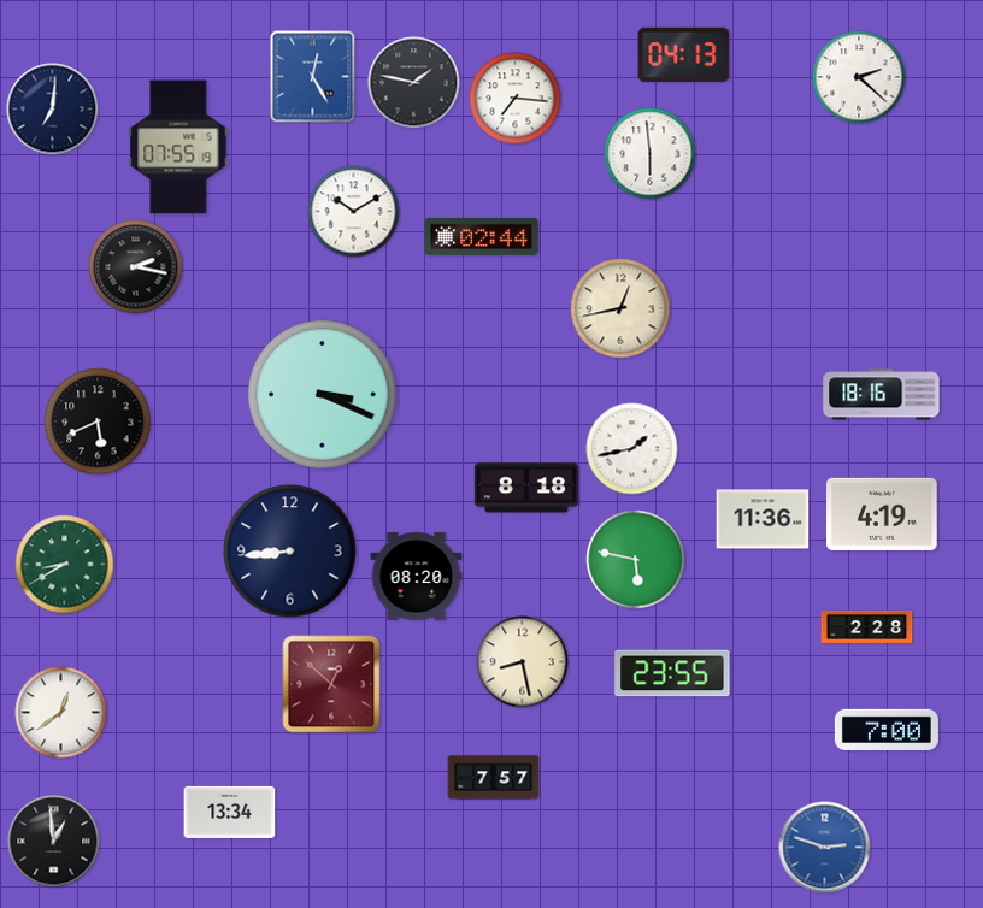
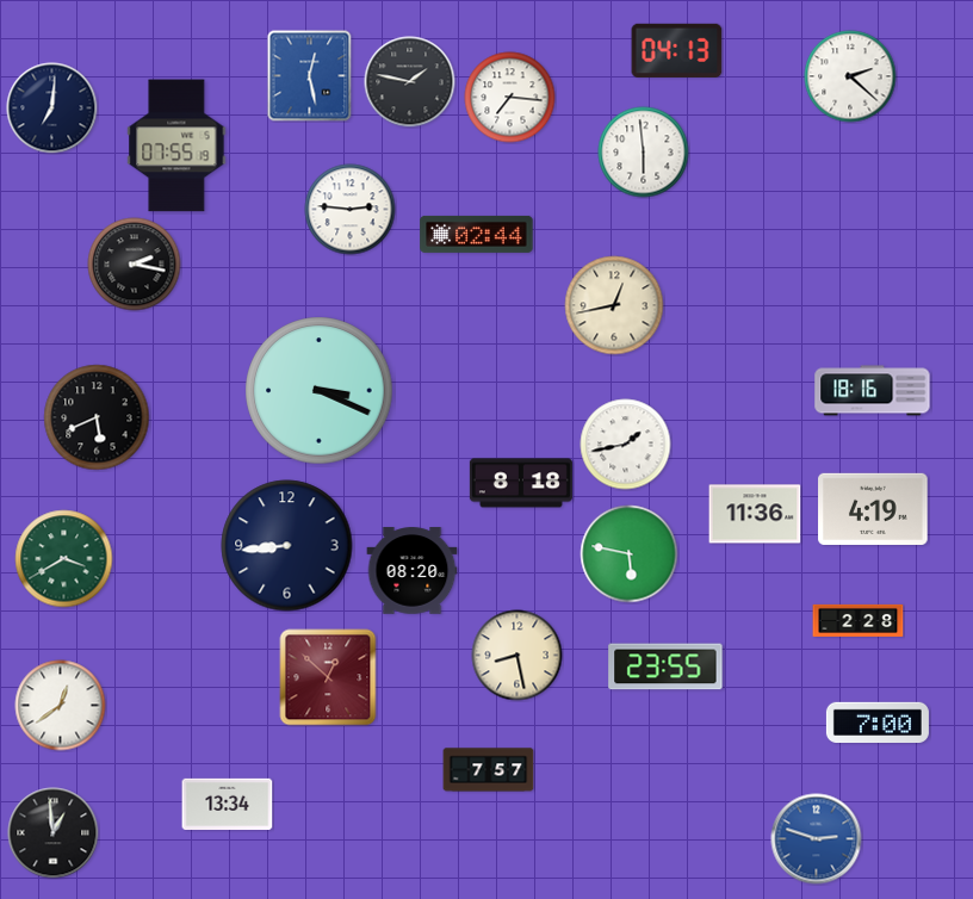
clock at (684, 54) position: (684, 54) -> (677, 50)
clock at (313, 77): 12:25 -> 12:28
clock at (354, 212): 10:10 -> 2:46
clock at (65, 565): 8:40 -> 3:40
